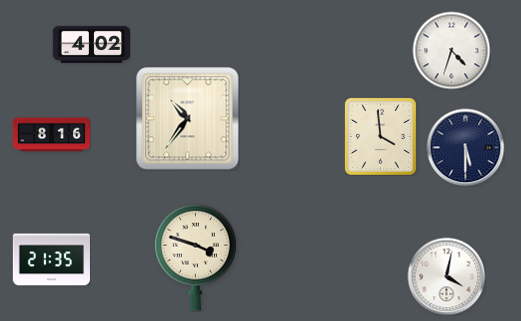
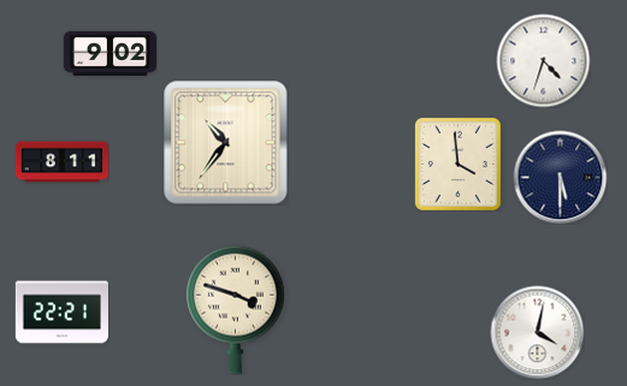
clock at (91, 44): 4:02 -> 9:02
clock at (51, 135): 8:16 -> 8:11
clock at (51, 260): 21:35 -> 22:21
